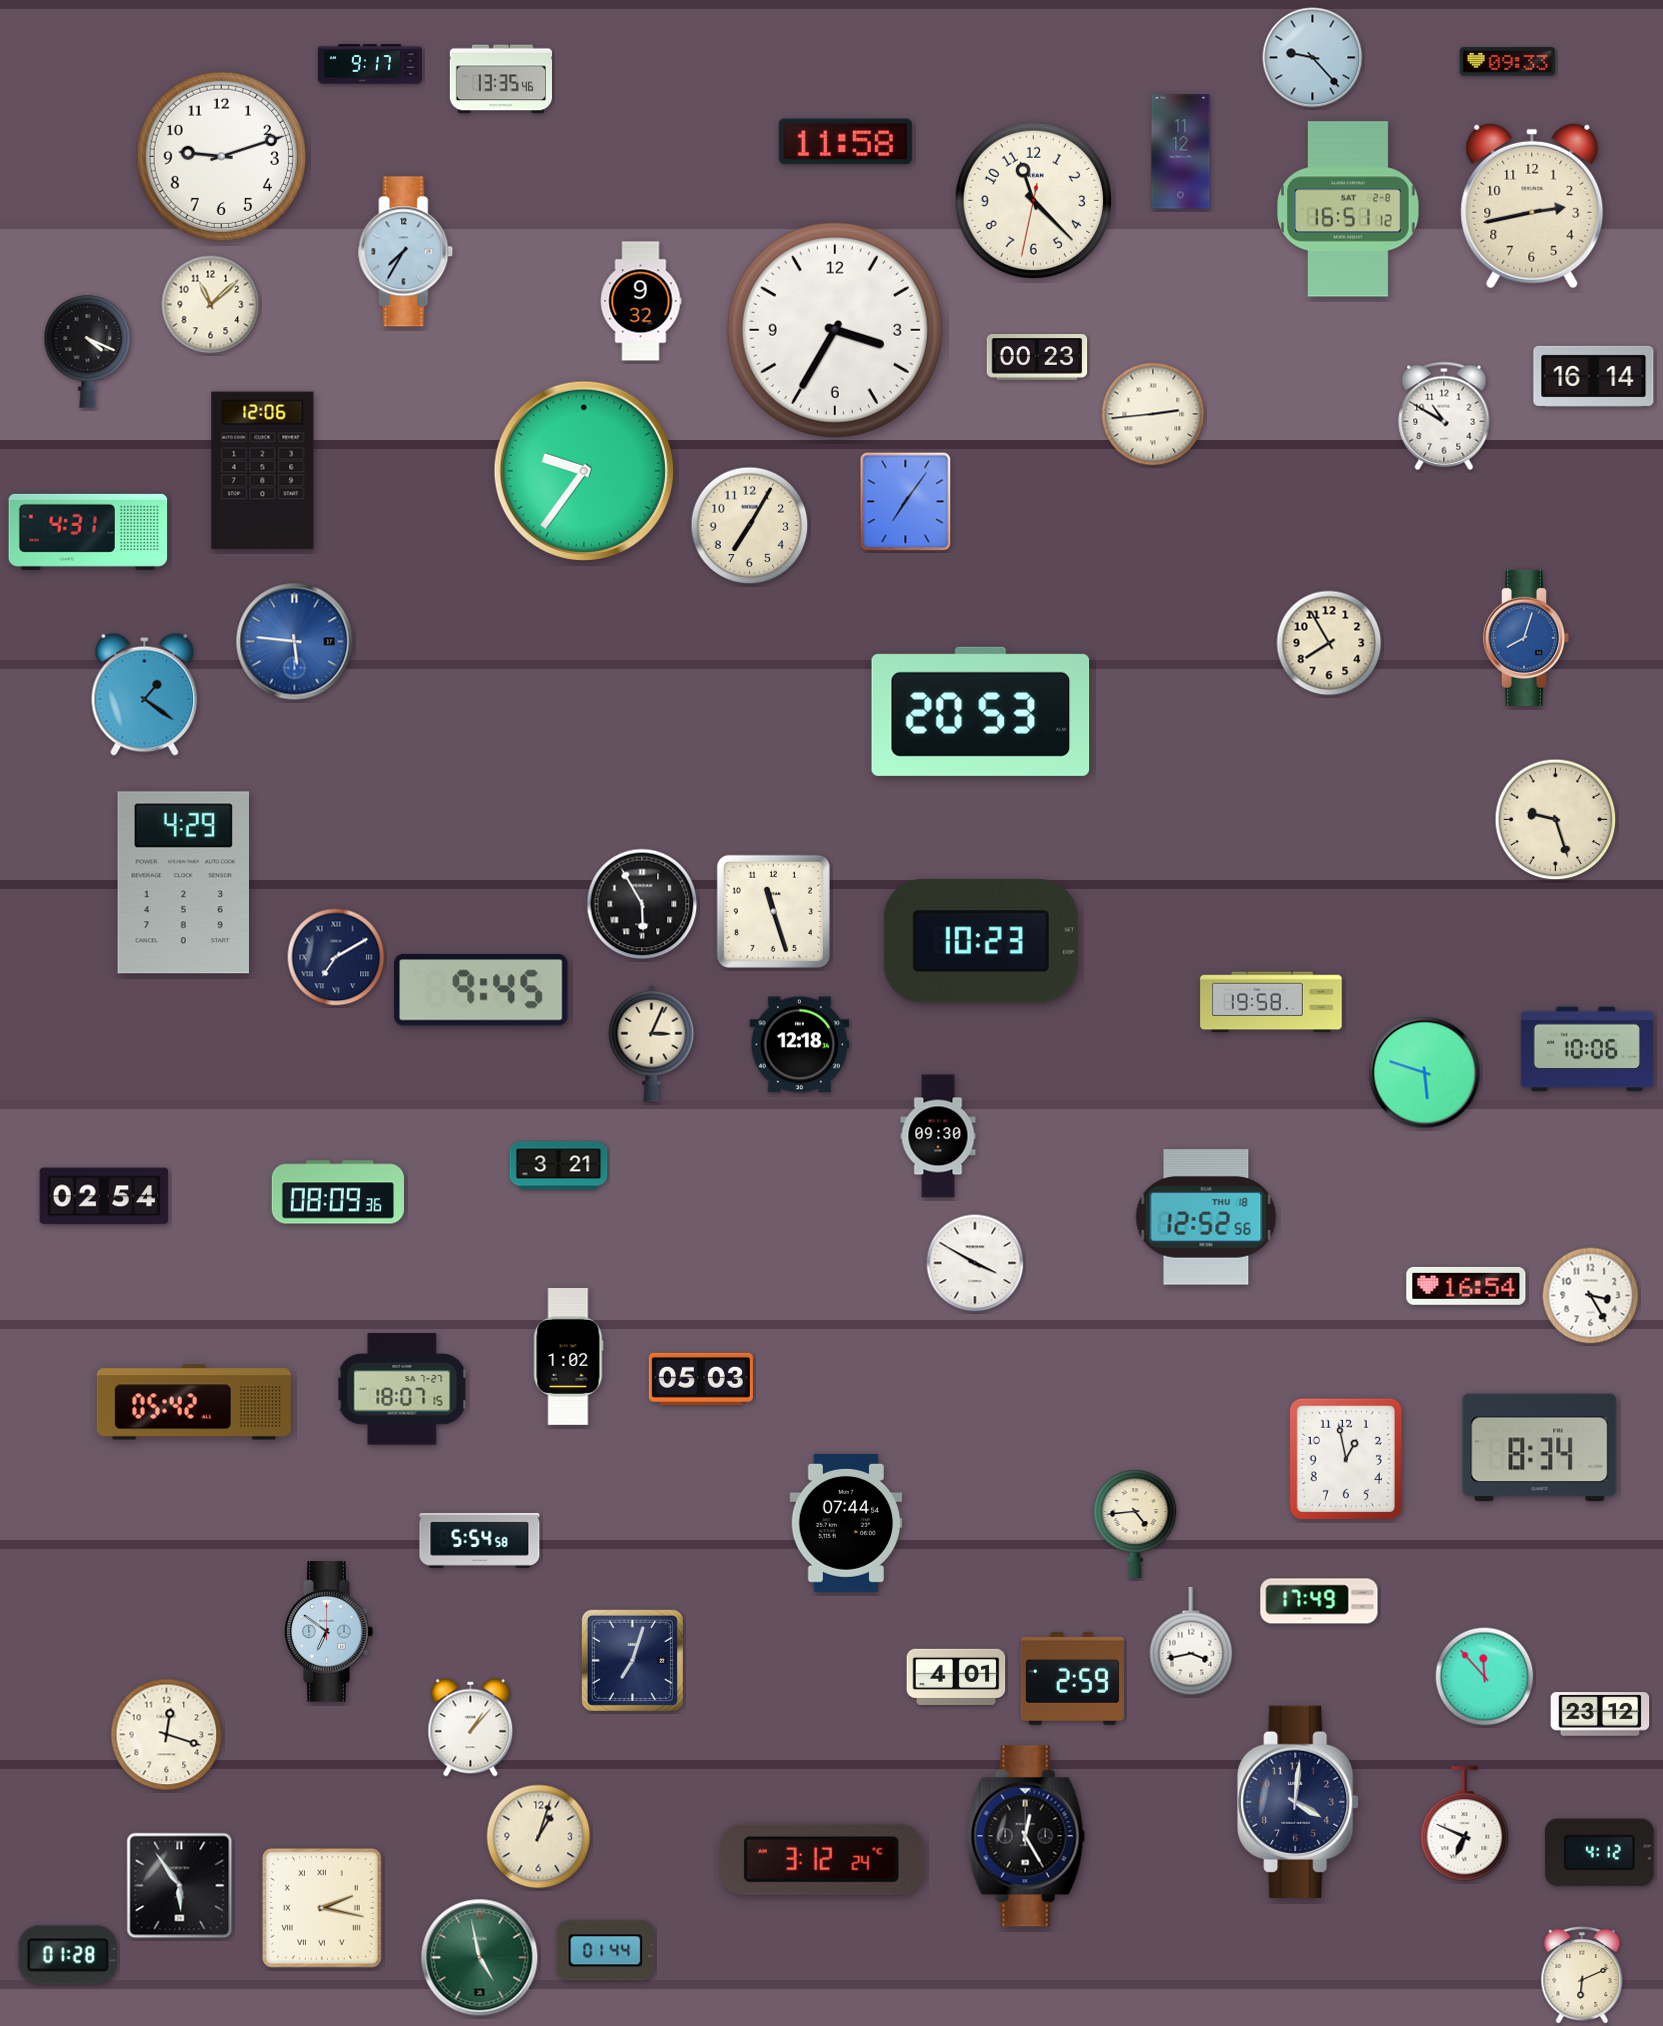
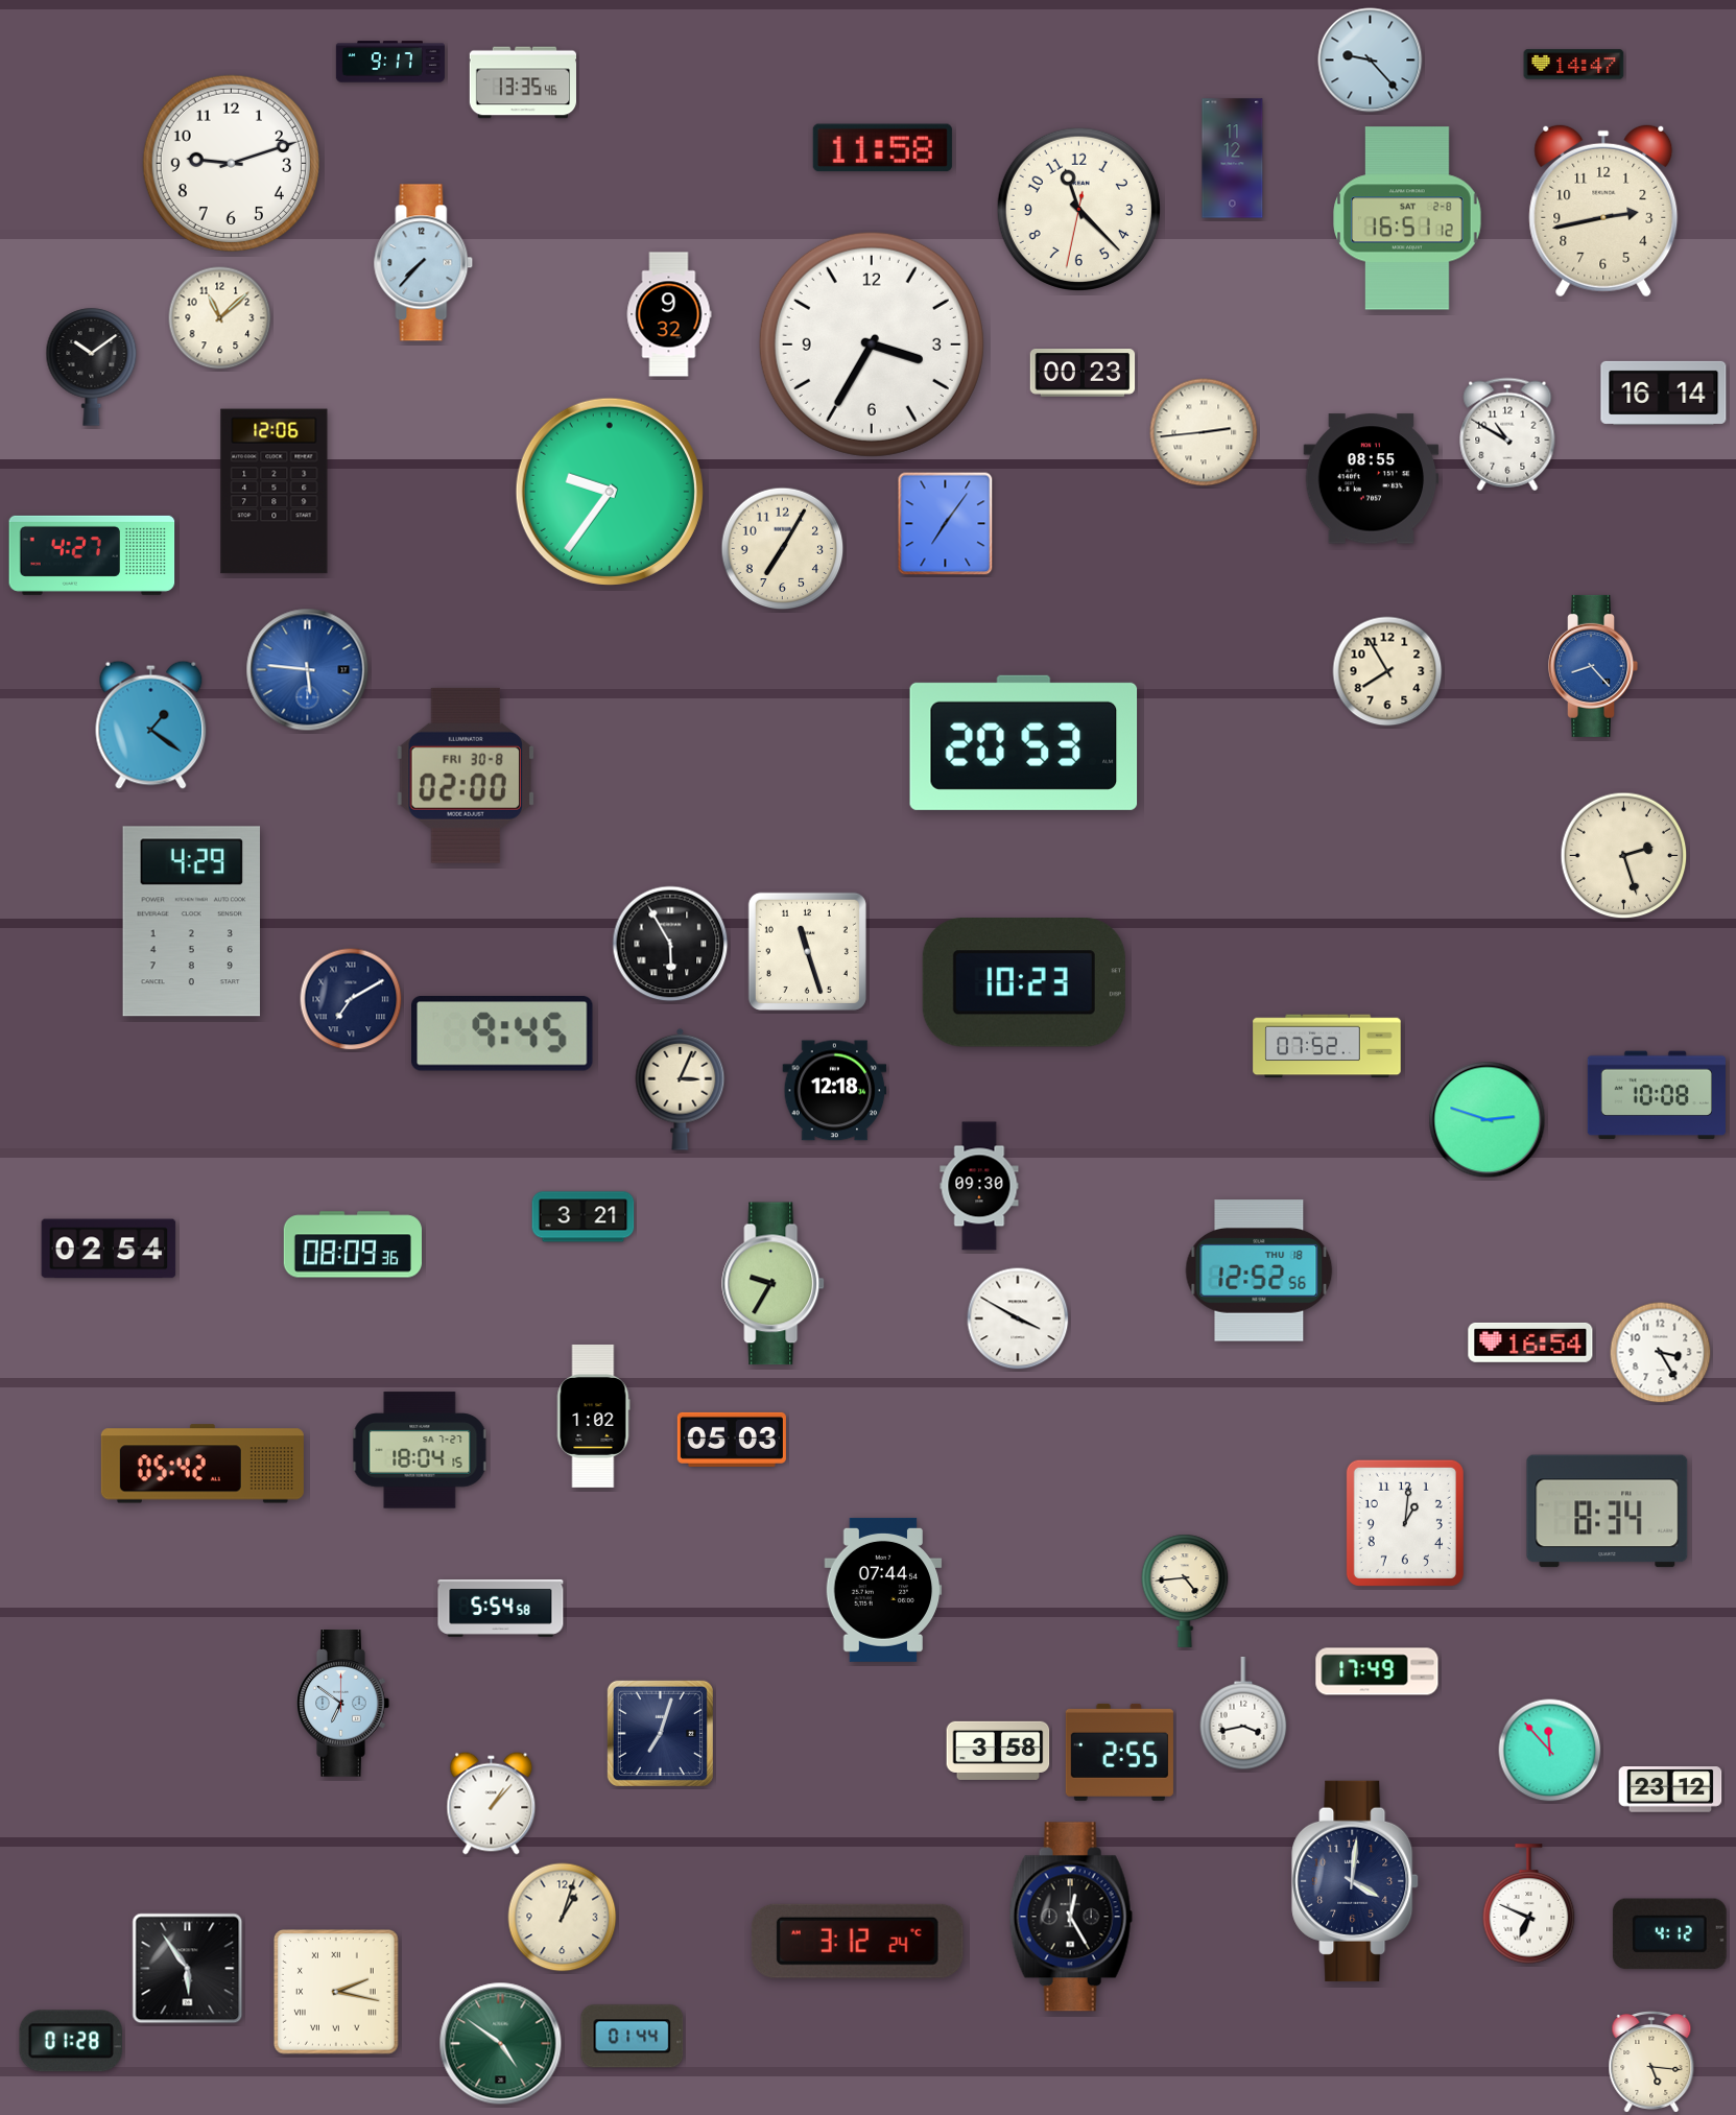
clock at (1508, 62): 09:33 -> 14:47
clock at (370, 64) position: (370, 64) -> (390, 62)
clock at (1532, 206) position: (1532, 206) -> (1603, 211)
clock at (406, 252): 7:35 -> 7:37
clock at (88, 352): 4:19 -> 10:09
clock at (1372, 479): none -> 08:55
clock at (88, 532): 4:31 -> 4:27
clock at (1526, 638): 8:03 -> 8:23
clock at (466, 776): none -> 02:00
clock at (1556, 820): 9:27 -> 2:27
clock at (1271, 1002): 19:58 -> 07:52
clock at (1587, 1049): 10:06 -> 10:08
clock at (1425, 1073): 5:48 -> 2:48
clock at (774, 1284): none -> 9:35
clock at (402, 1389): 18:07 -> 18:04
clock at (1346, 1459): 12:58 -> 1:01
clock at (956, 1677): 4:01 -> 3:58
clock at (1072, 1678): 2:59 -> 2:55
clock at (167, 1735): 12:18 -> none
clock at (480, 1958): 4:58 -> 4:51
clock at (1582, 1975): 6:11 -> 5:16
